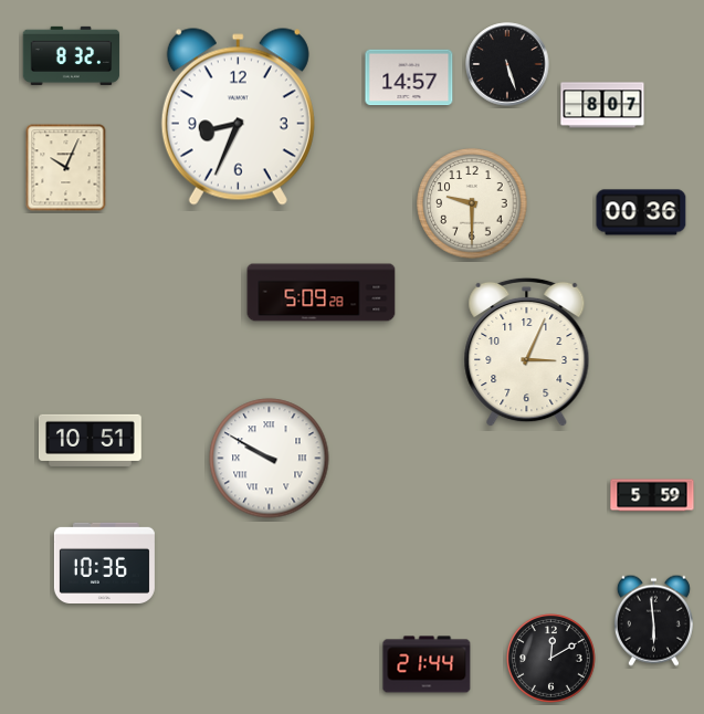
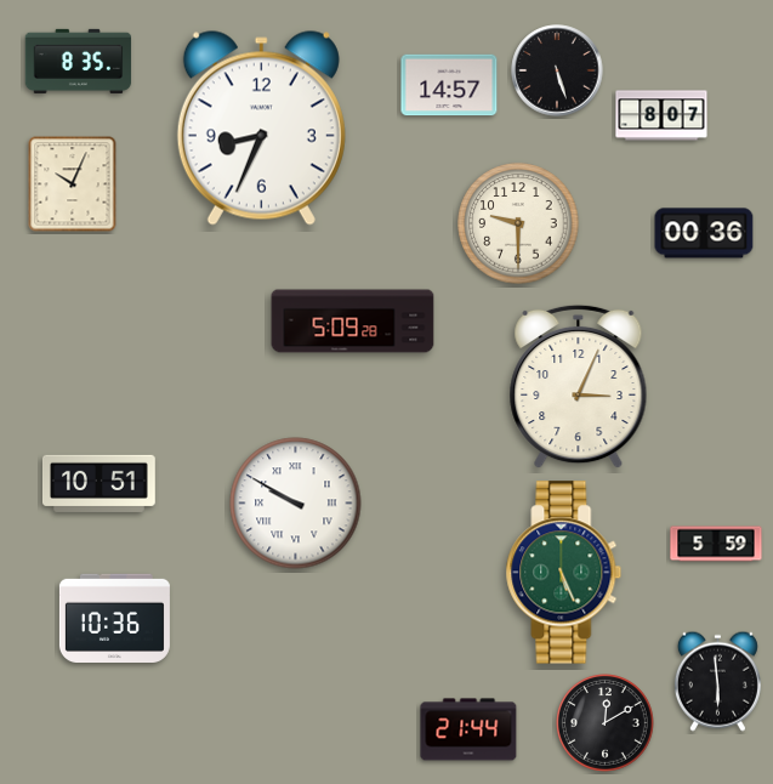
clock at (72, 55): 8:32 -> 8:35
clock at (564, 573): none -> 5:26
